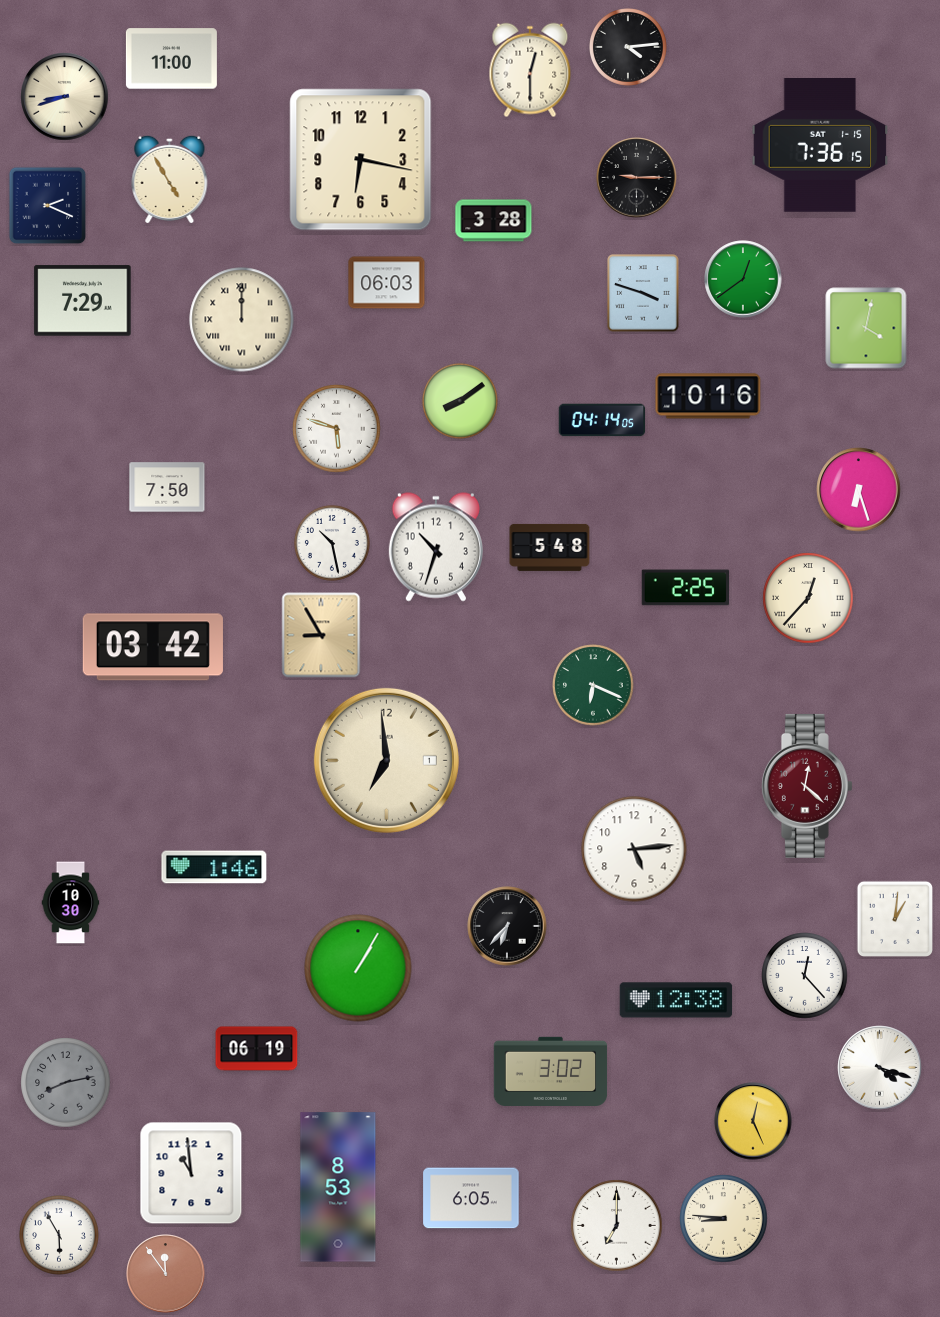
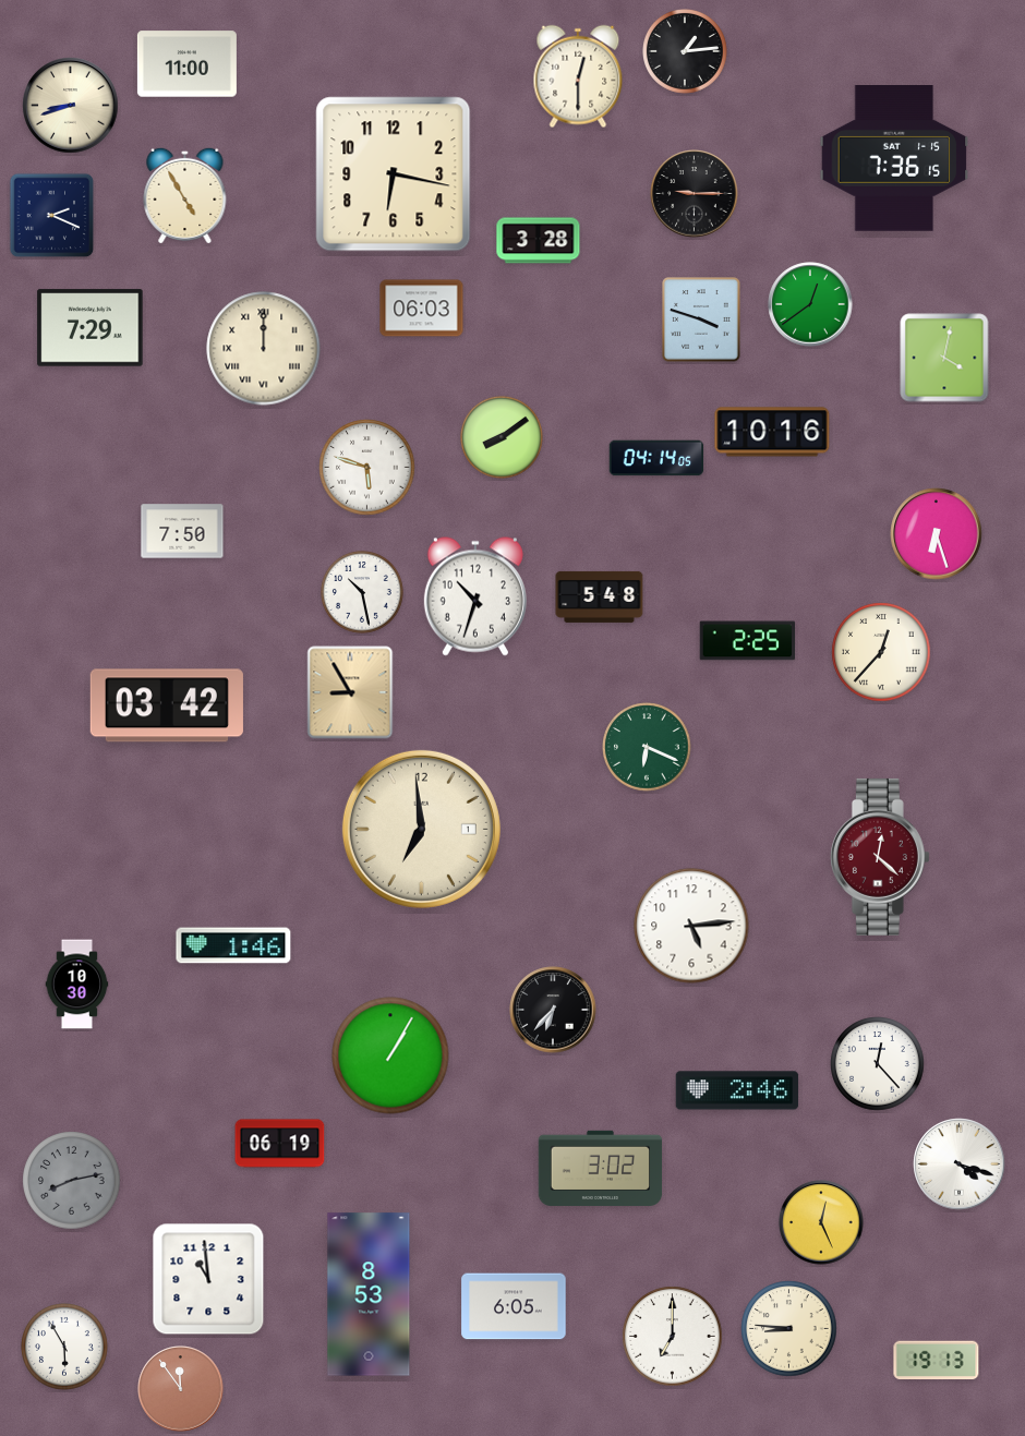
clock at (629, 48): 4:14 -> 1:14
clock at (48, 206) position: (48, 206) -> (52, 216)
clock at (894, 918): 1:01 -> none
clock at (676, 1000): 12:38 -> 2:46
clock at (937, 1361): none -> 19:13
